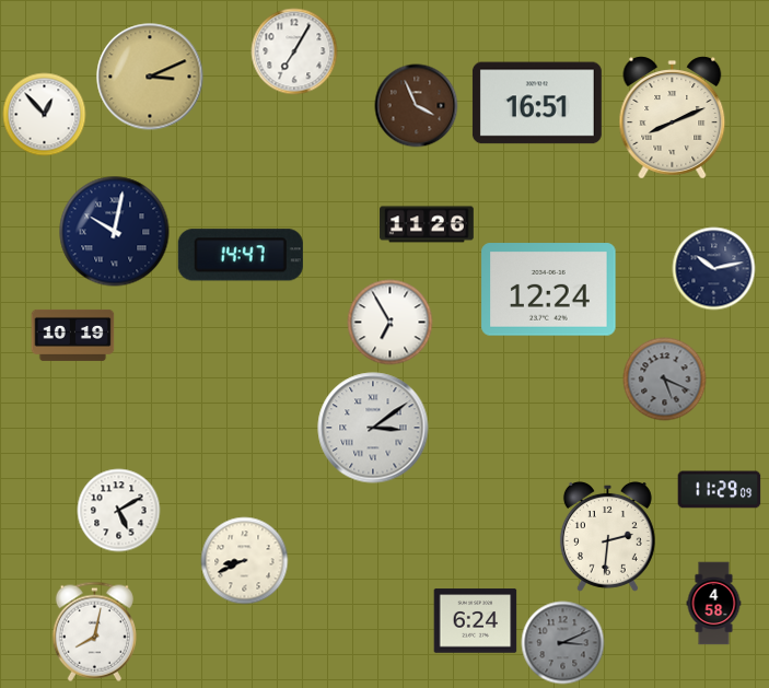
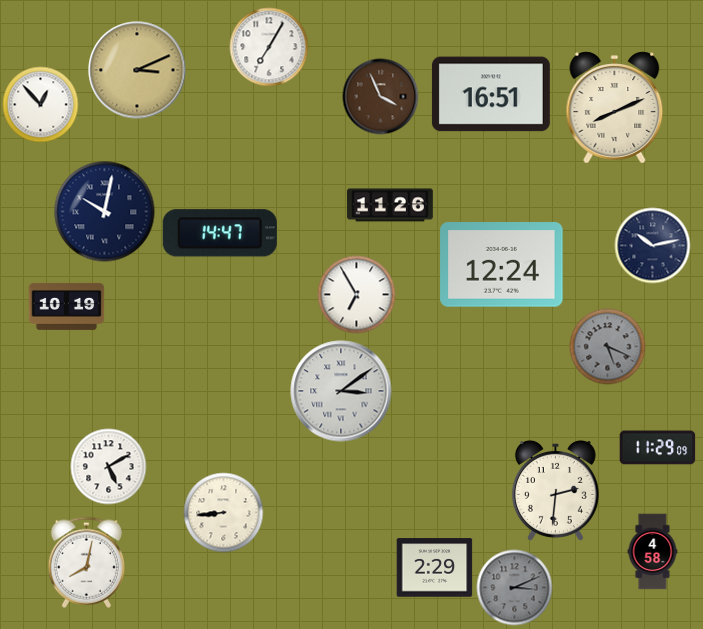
clock at (245, 561): 8:41 -> 8:44
clock at (476, 621): 6:24 -> 2:29
clock at (94, 631) position: (94, 631) -> (86, 562)
